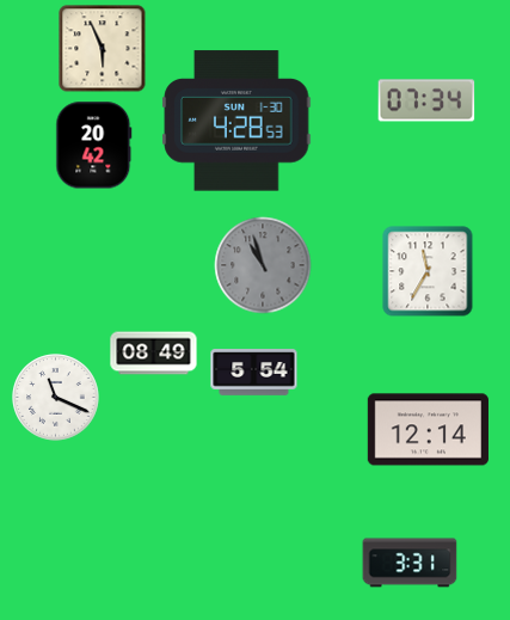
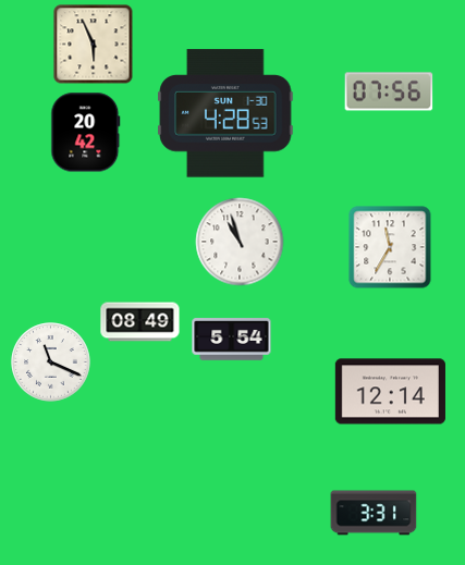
clock at (426, 100): 07:34 -> 07:56
clock at (236, 121) position: (236, 121) -> (225, 113)
clock at (263, 265) dial: grey -> white
